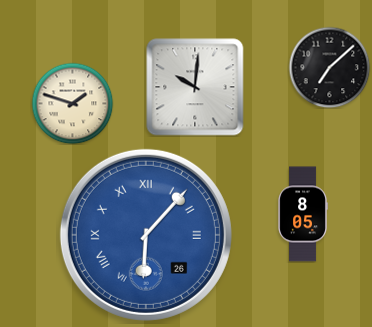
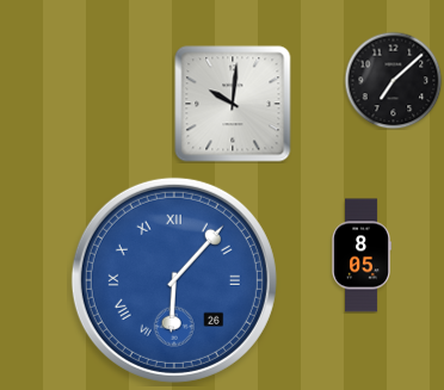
clock at (72, 103): 1:48 -> none
